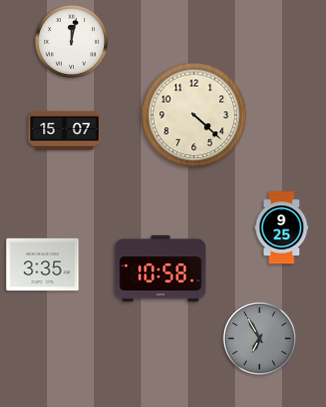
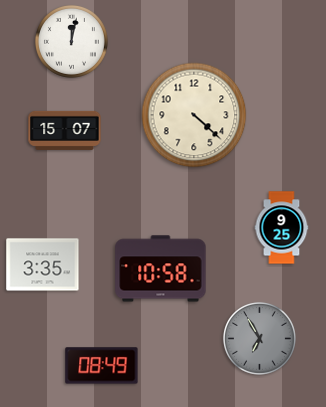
clock at (102, 366): none -> 08:49
